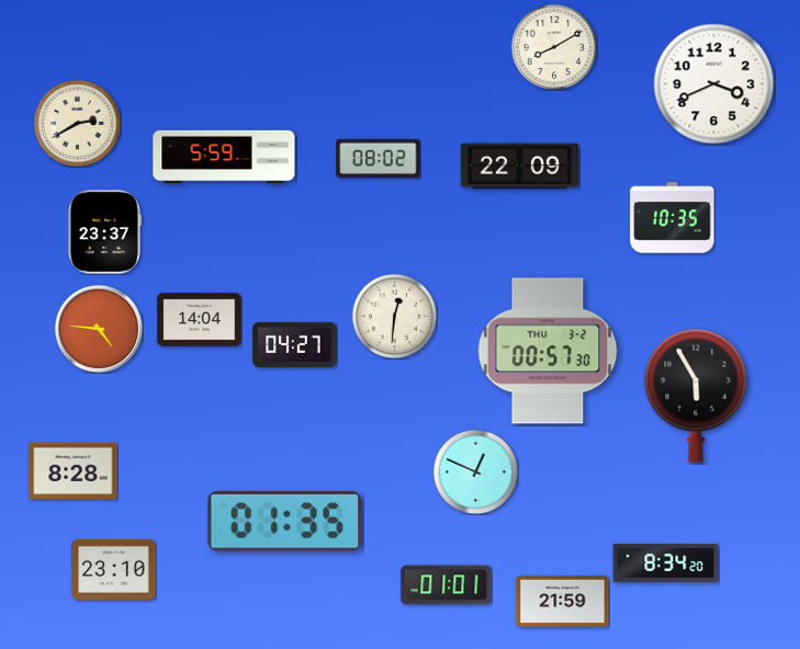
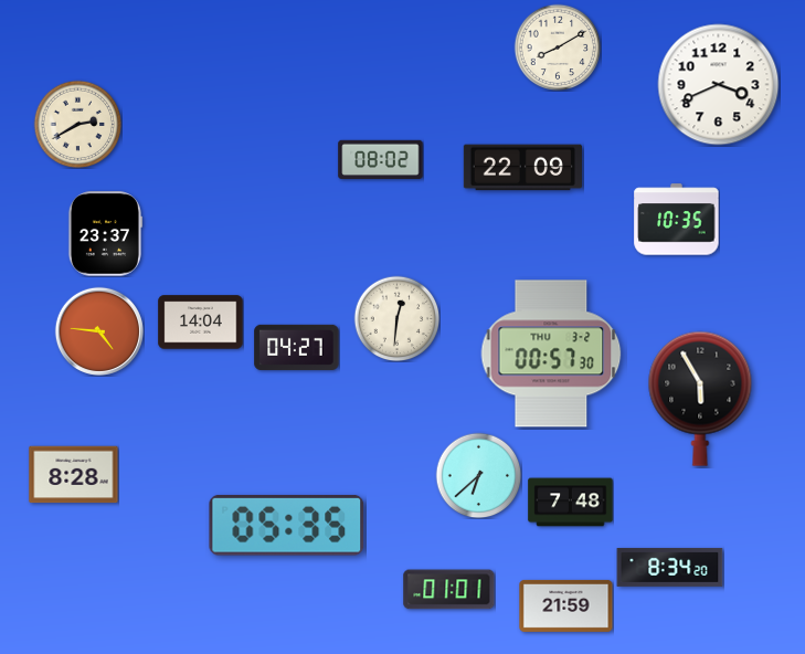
clock at (224, 157): 5:59 -> none
clock at (475, 471): 12:49 -> 6:38
clock at (571, 503): none -> 7:48
clock at (285, 521): 01:35 -> 05:35
clock at (114, 569): 23:10 -> none
